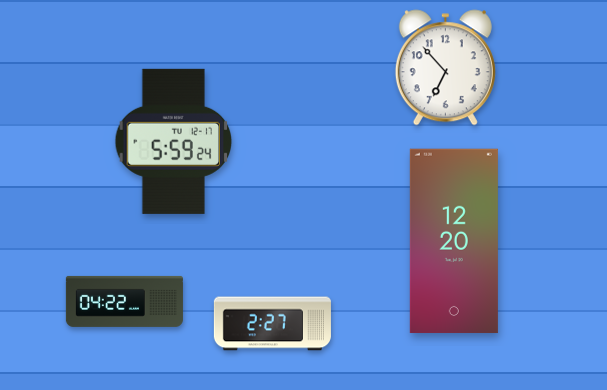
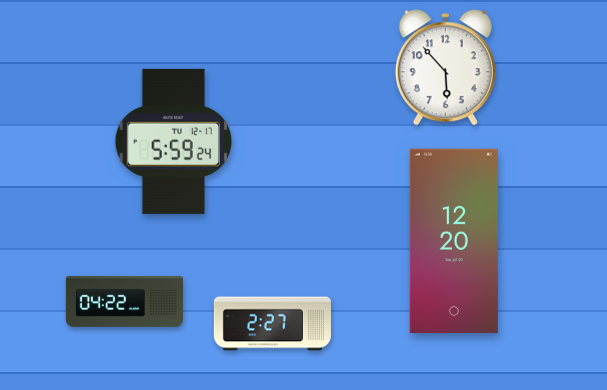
clock at (445, 68): 6:53 -> 5:53
